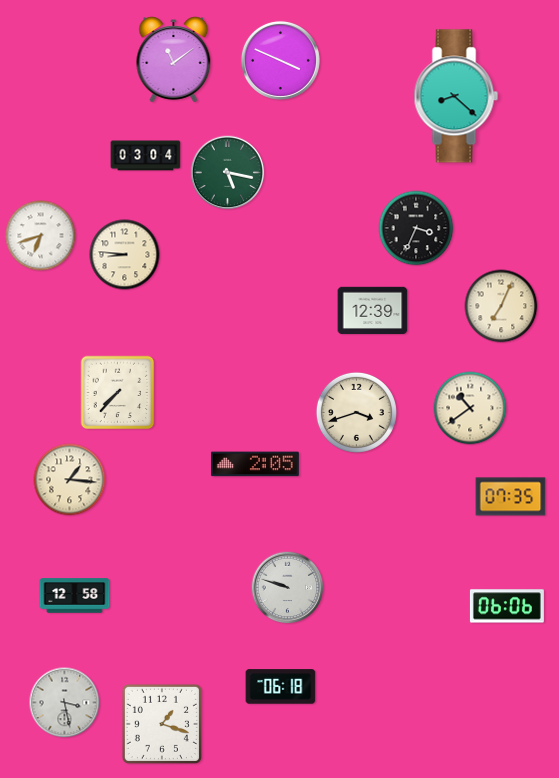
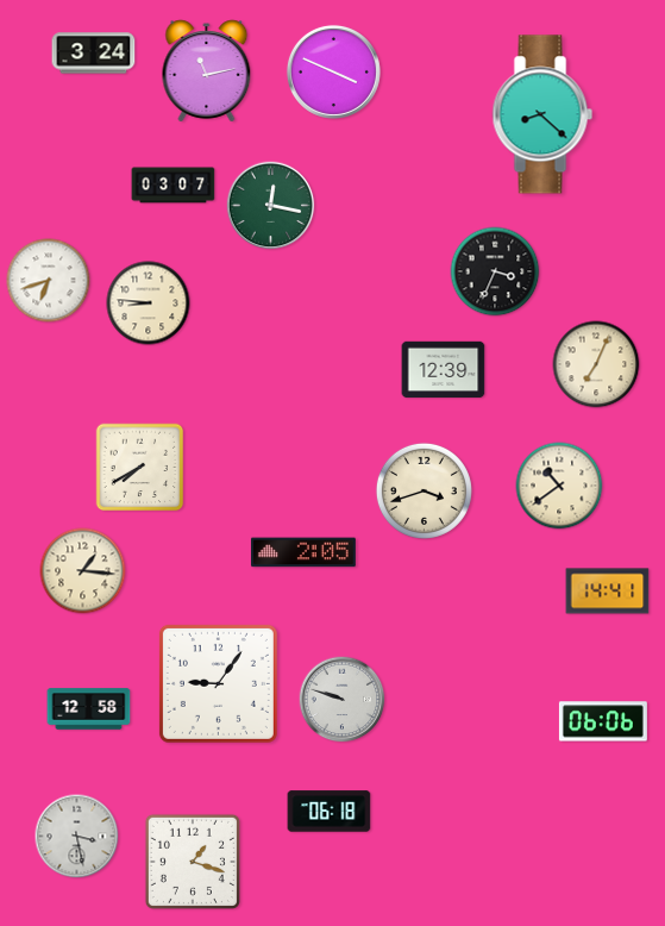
clock at (94, 54): none -> 3:24
clock at (174, 60): 11:09 -> 11:13
clock at (146, 156): 03:04 -> 03:07
clock at (228, 173): 5:17 -> 12:17
clock at (118, 393): 7:37 -> 7:40
clock at (511, 497): 07:35 -> 14:41
clock at (218, 683): none -> 9:06
clock at (281, 687) position: (281, 687) -> (330, 812)
